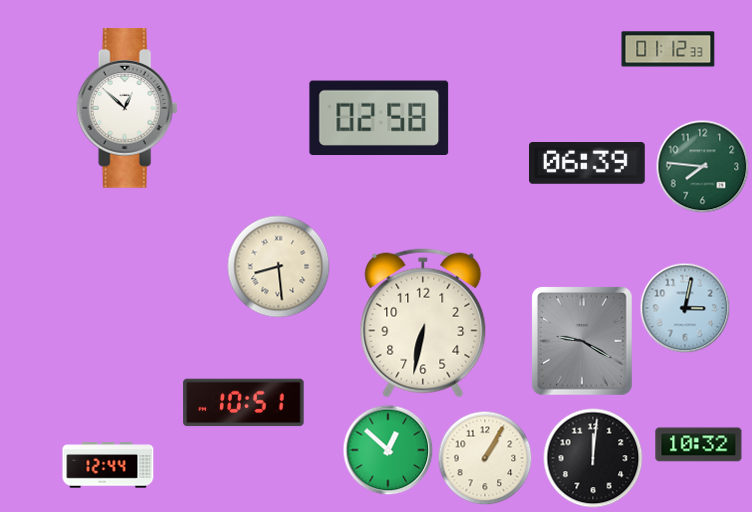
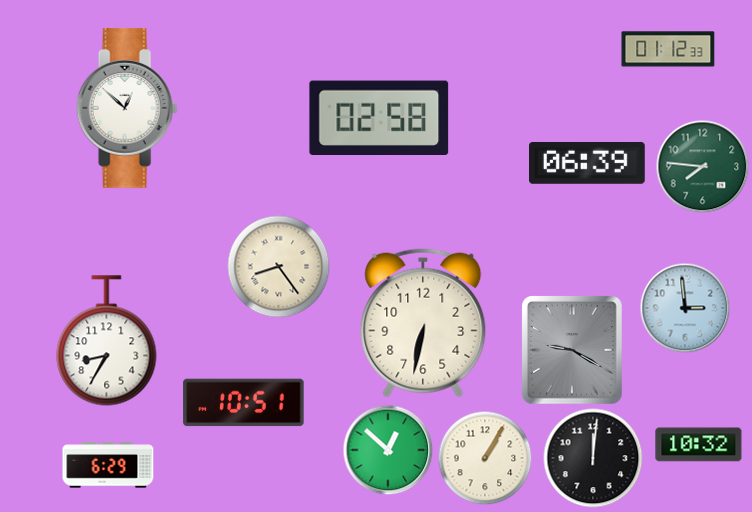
clock at (279, 267): 8:29 -> 8:24
clock at (685, 308): 3:02 -> 2:59
clock at (107, 341): none -> 8:35
clock at (583, 342) position: (583, 342) -> (573, 351)
clock at (108, 465): 12:44 -> 6:29
